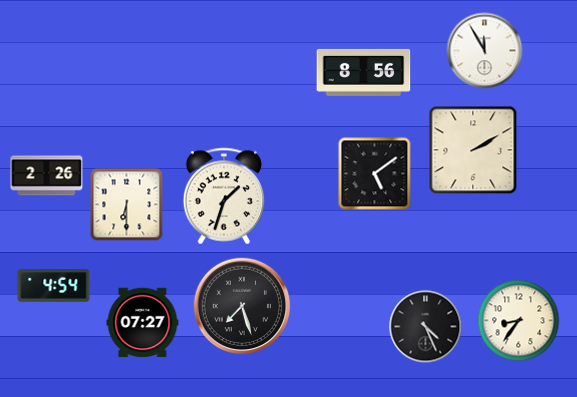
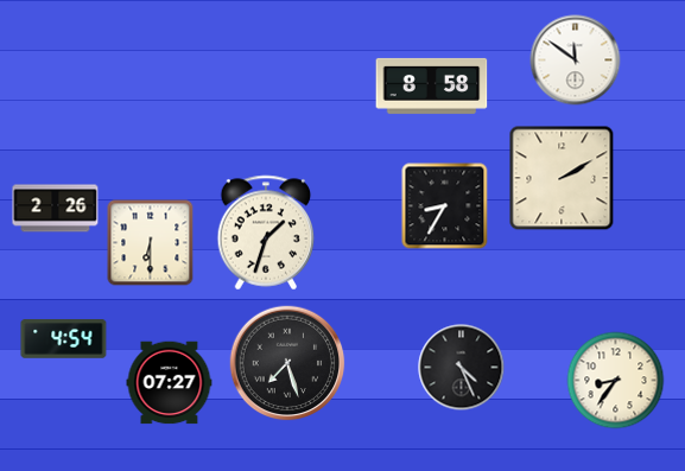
clock at (485, 51): 11:55 -> 11:51
clock at (364, 72): 8:56 -> 8:58
clock at (375, 174): 5:09 -> 8:35
clock at (426, 327) position: (426, 327) -> (462, 368)
